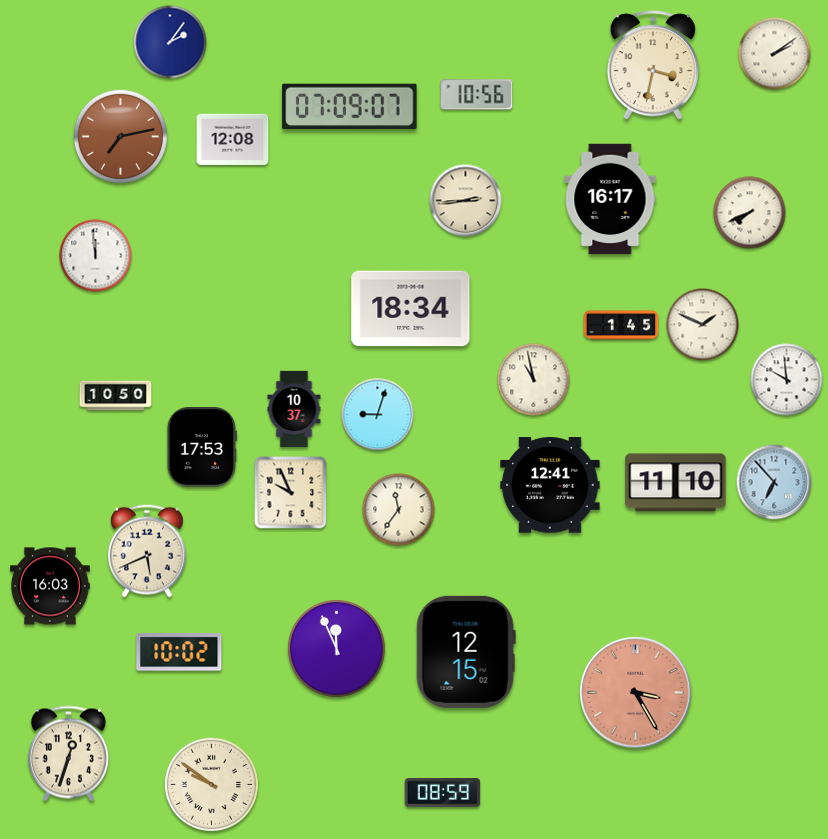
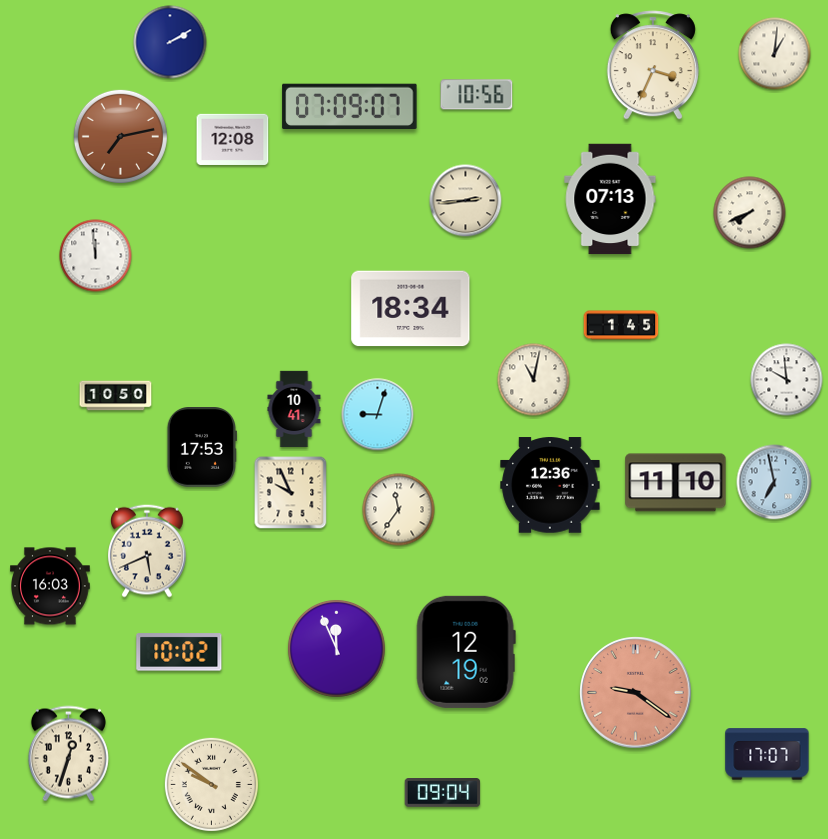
clock at (170, 42): 2:06 -> 2:10
clock at (775, 54): 2:09 -> 1:01
clock at (653, 65): 3:32 -> 3:34
clock at (610, 199): 16:17 -> 07:13
clock at (703, 325): 1:49 -> none
clock at (534, 380): 10:58 -> 11:02
clock at (294, 409): 10:37 -> 10:41
clock at (774, 482): 6:53 -> 6:58
clock at (550, 485): 12:41 -> 12:36
clock at (466, 652): 12:15 -> 12:19
clock at (636, 693): 3:25 -> 9:21
clock at (767, 754): none -> 17:07
clock at (443, 793): 08:59 -> 09:04
